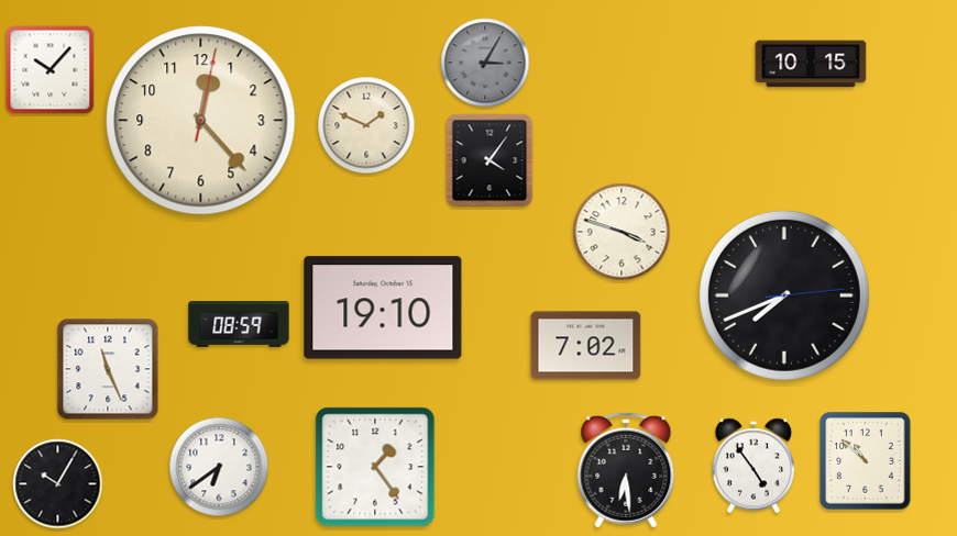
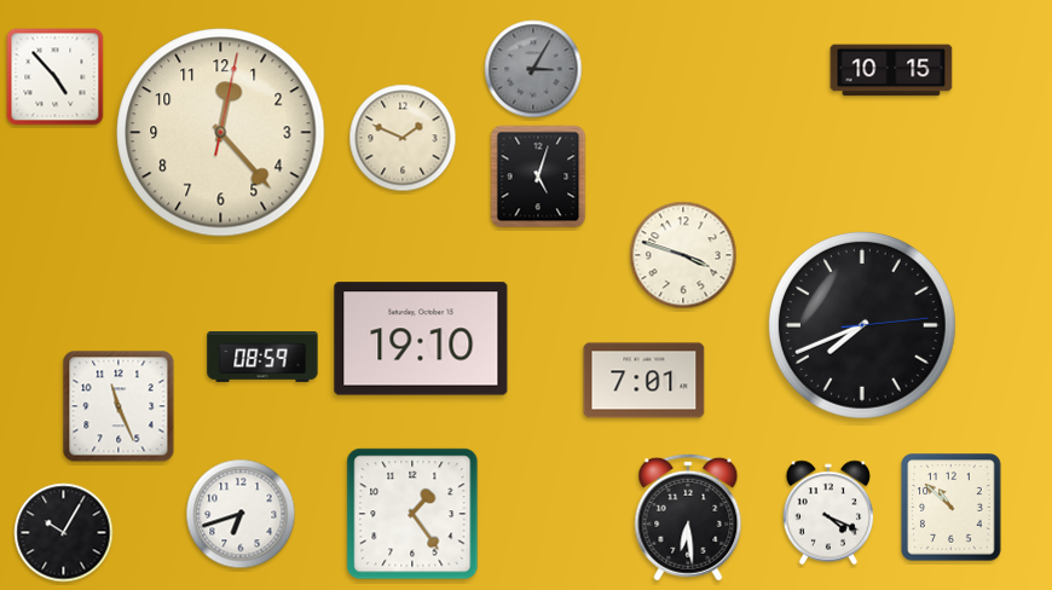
clock at (51, 70): 10:07 -> 4:53
clock at (490, 160): 4:06 -> 5:03
clock at (586, 346): 7:02 -> 7:01
clock at (754, 466): 4:54 -> 4:19
clock at (219, 467): 6:39 -> 6:42
